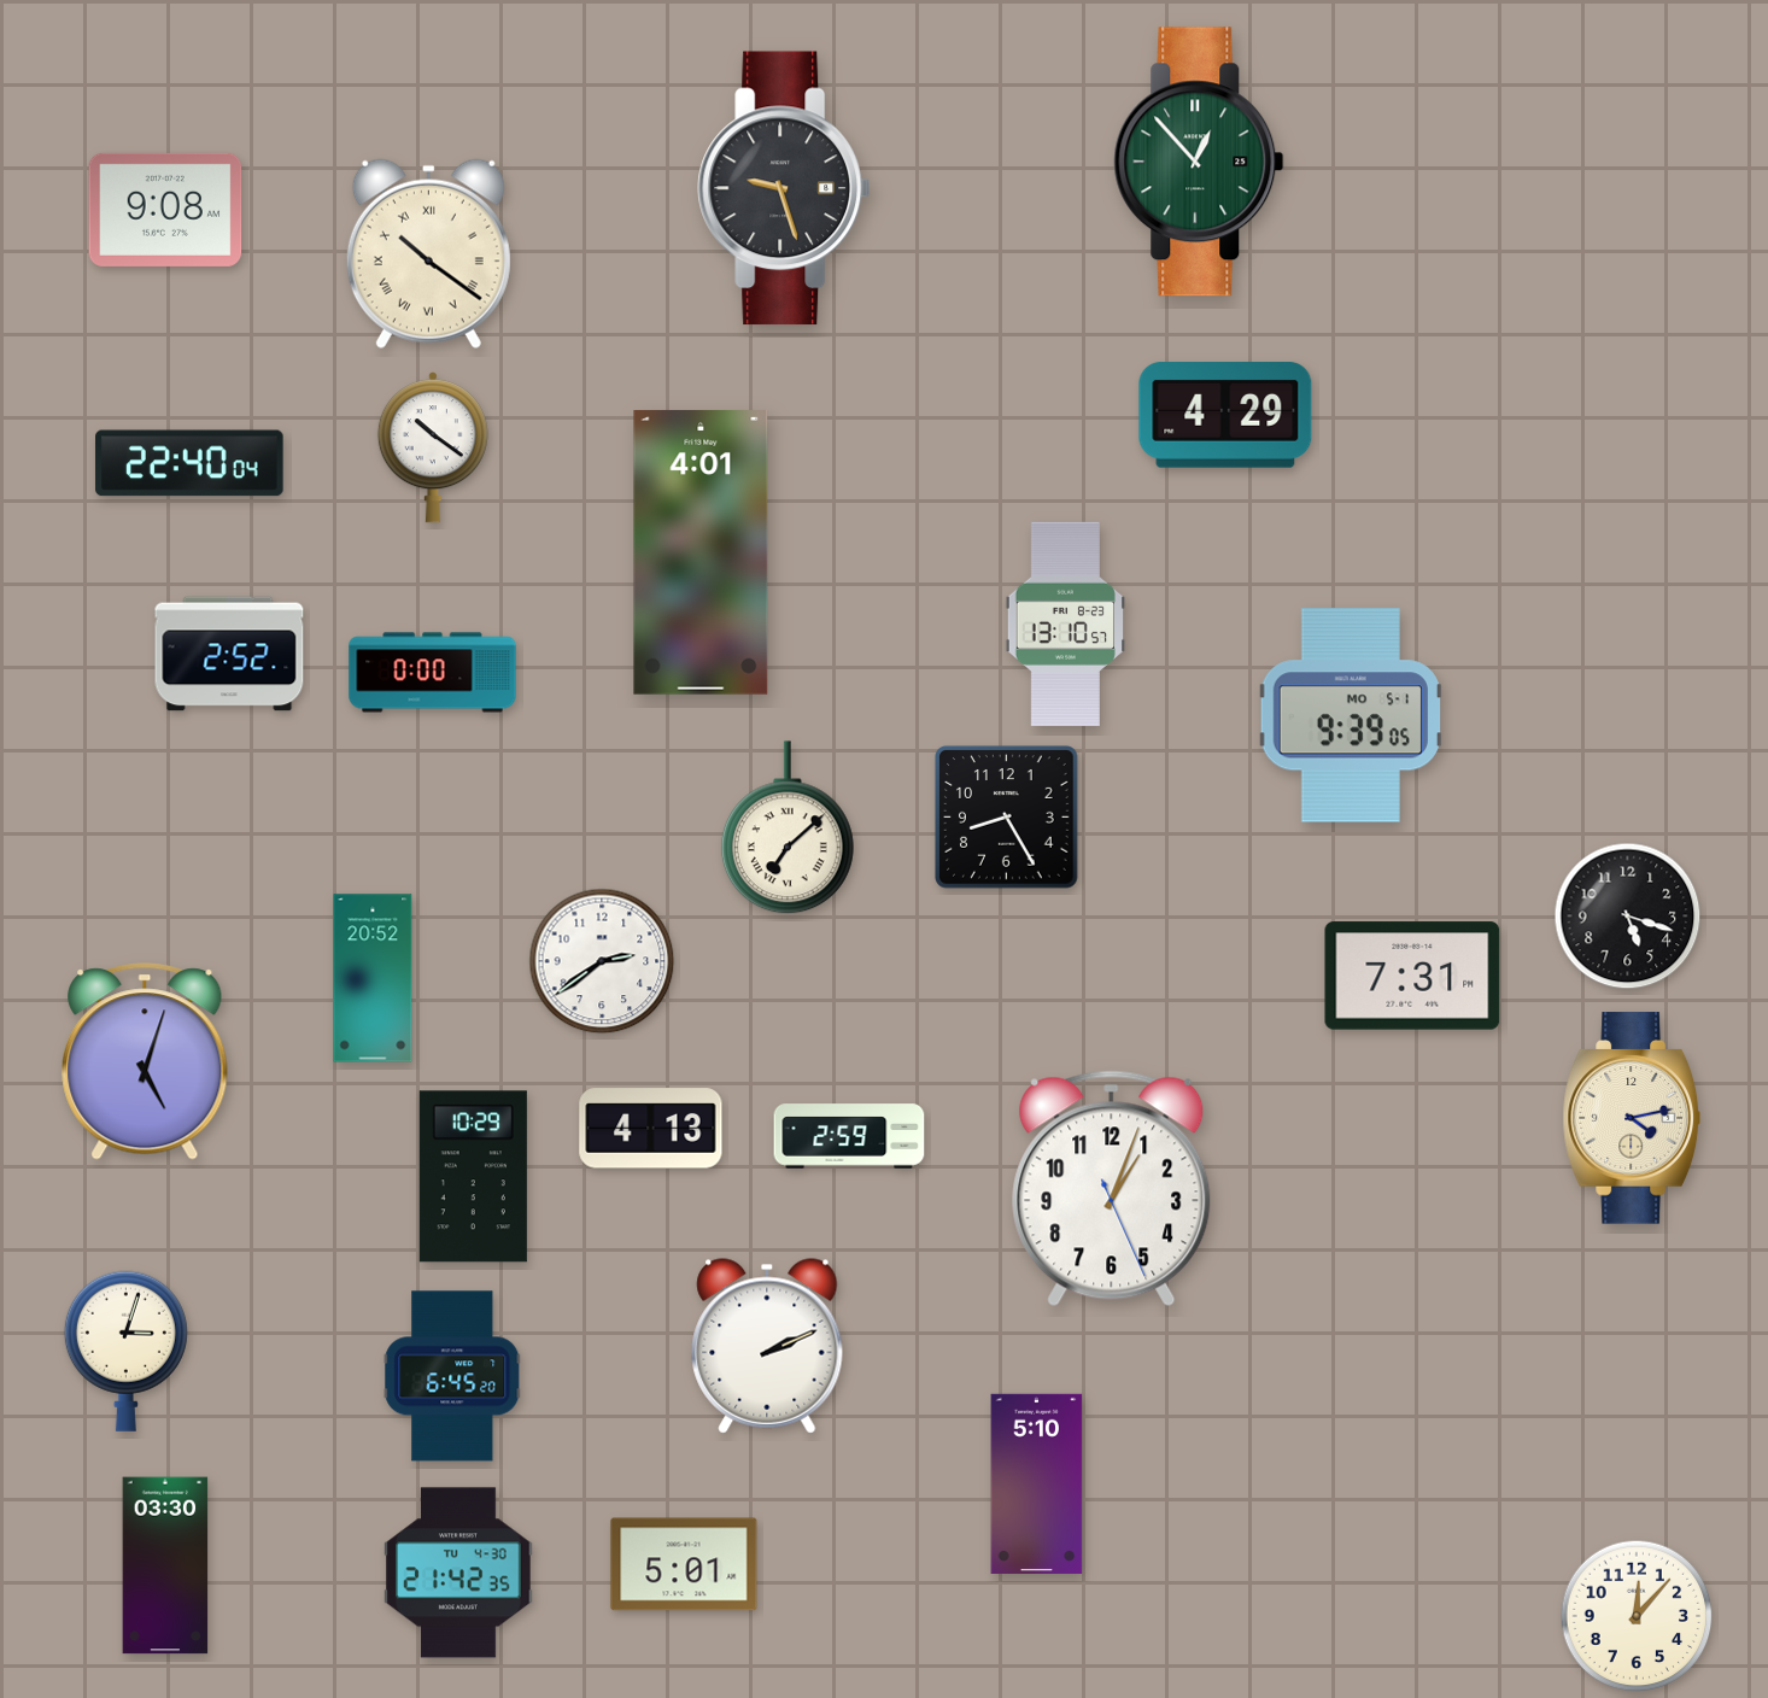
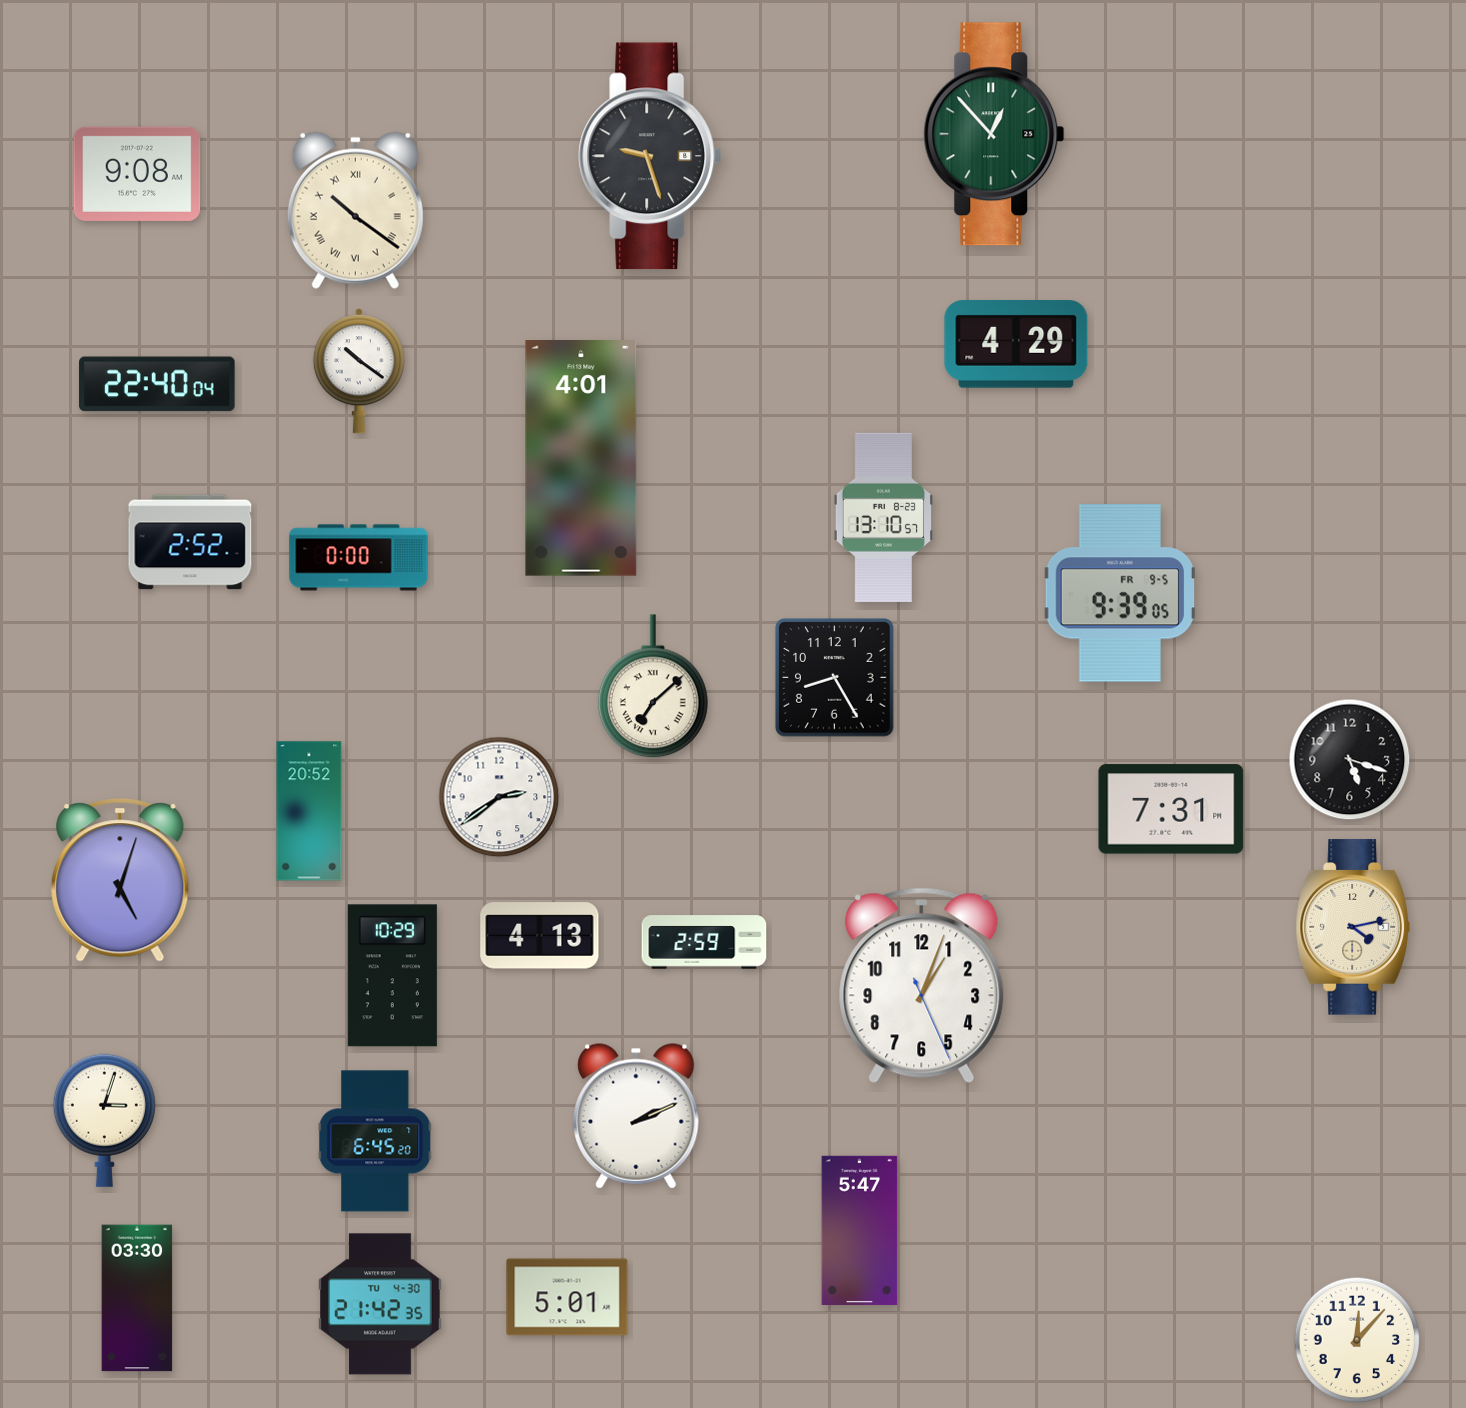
clock at (1351, 715) date: MO 5-1 -> FR 9-5
clock at (1037, 1483): 5:10 -> 5:47
